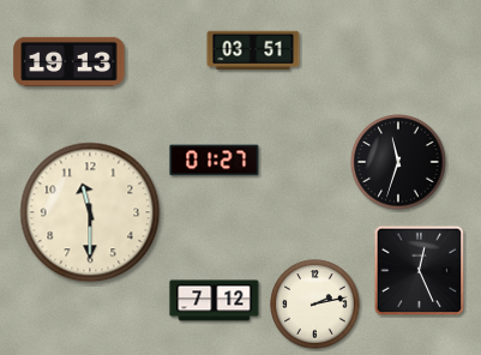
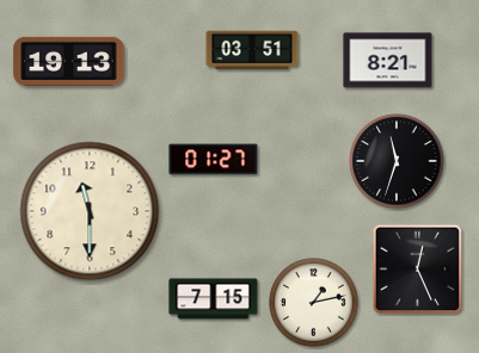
clock at (388, 61): none -> 8:21
clock at (215, 301): 7:12 -> 7:15
clock at (315, 305): 2:13 -> 1:13
